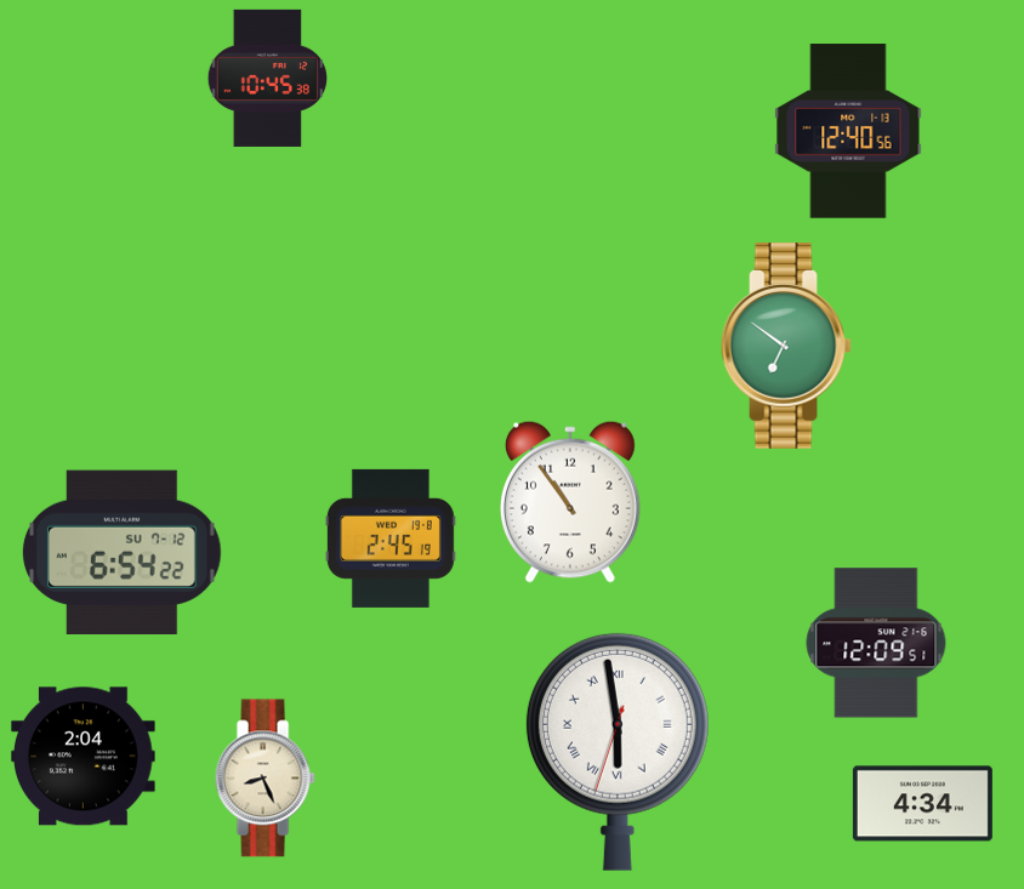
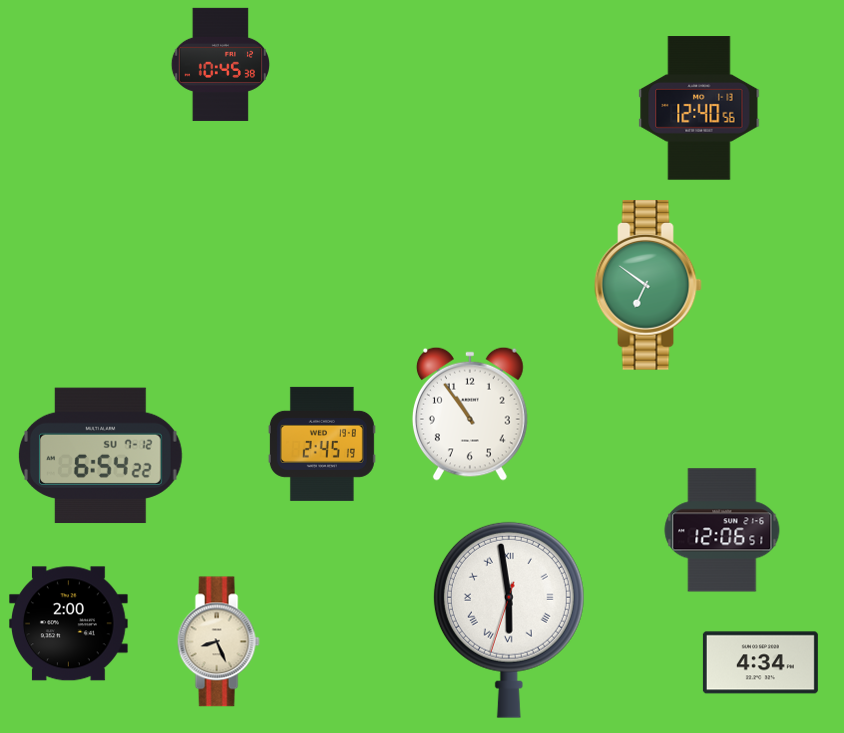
clock at (876, 643): 12:09 -> 12:06
clock at (84, 757): 2:04 -> 2:00
